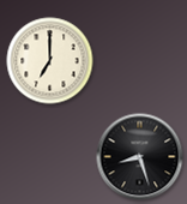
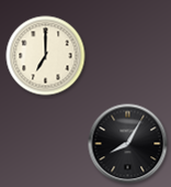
clock at (140, 157): 8:27 -> 8:05
